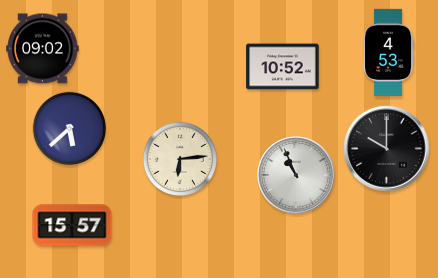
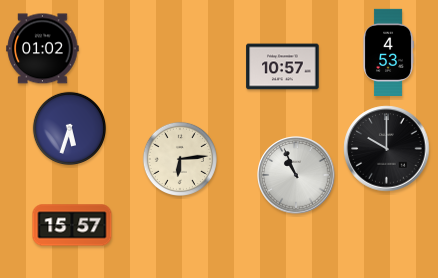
clock at (43, 49): 09:02 -> 01:02
clock at (283, 67): 10:52 -> 10:57
clock at (69, 128): 5:38 -> 5:33
